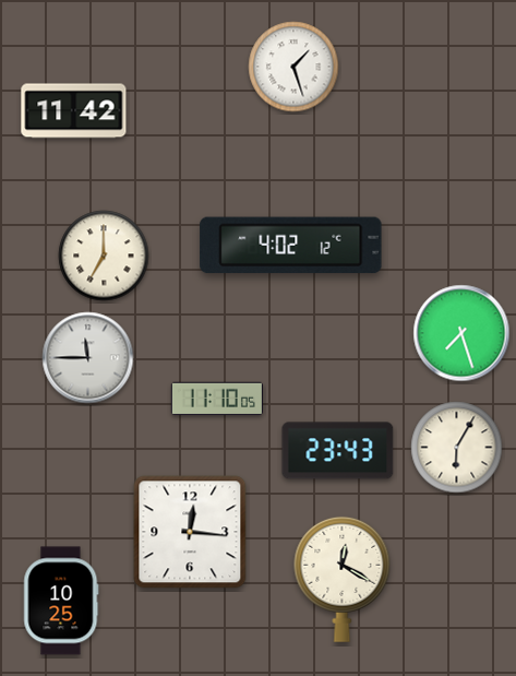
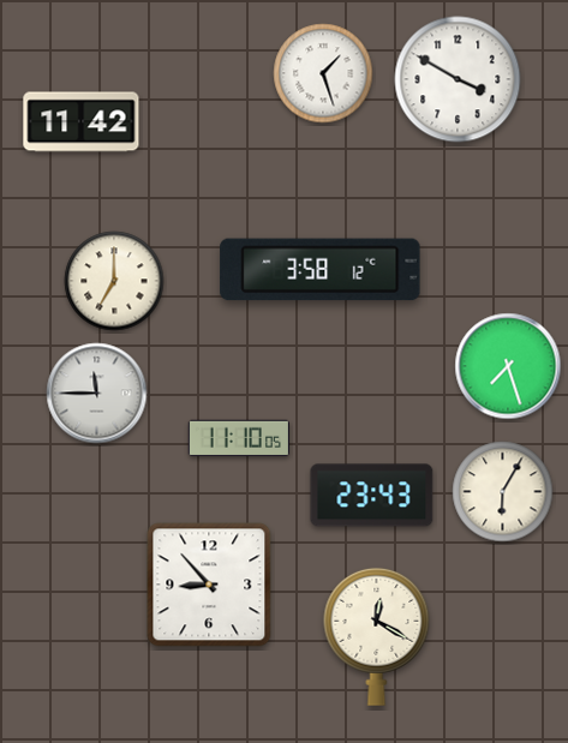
clock at (458, 79): none -> 3:50
clock at (291, 246): 4:02 -> 3:58
clock at (190, 532): 12:16 -> 8:53
clock at (61, 601): 10:25 -> none
